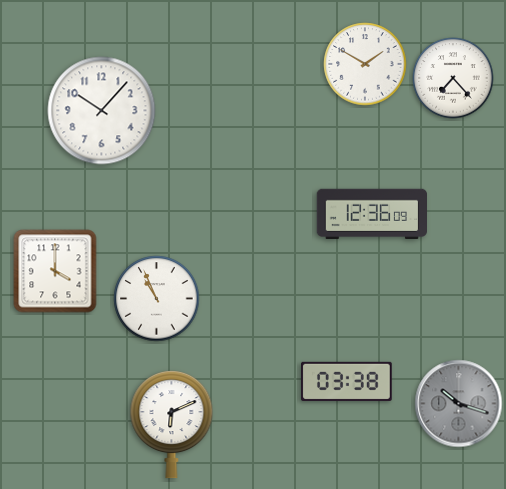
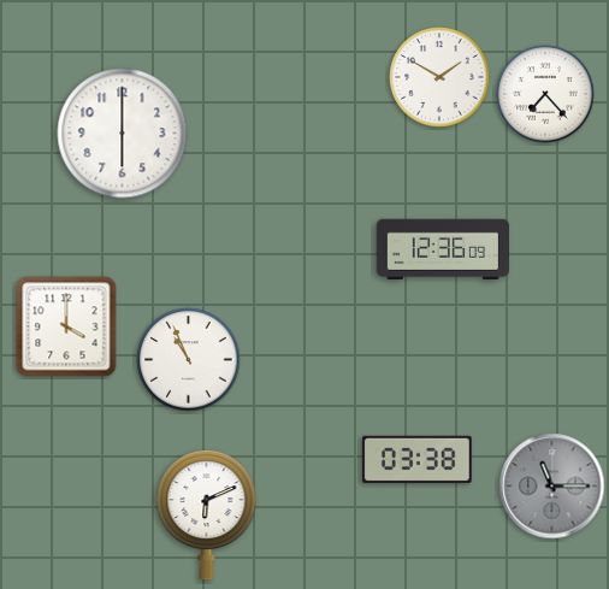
clock at (102, 111): 10:07 -> 6:00
clock at (371, 213) position: (371, 213) -> (442, 248)
clock at (459, 404): 10:18 -> 11:15
clock at (172, 425) position: (172, 425) -> (207, 516)
